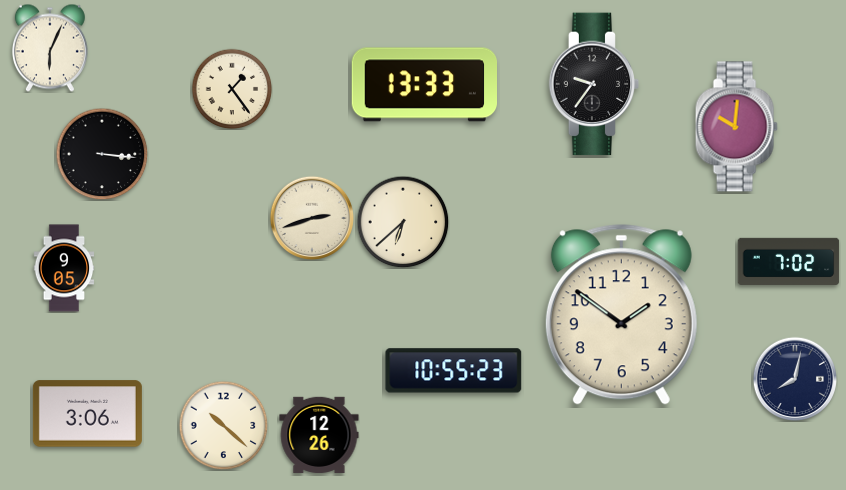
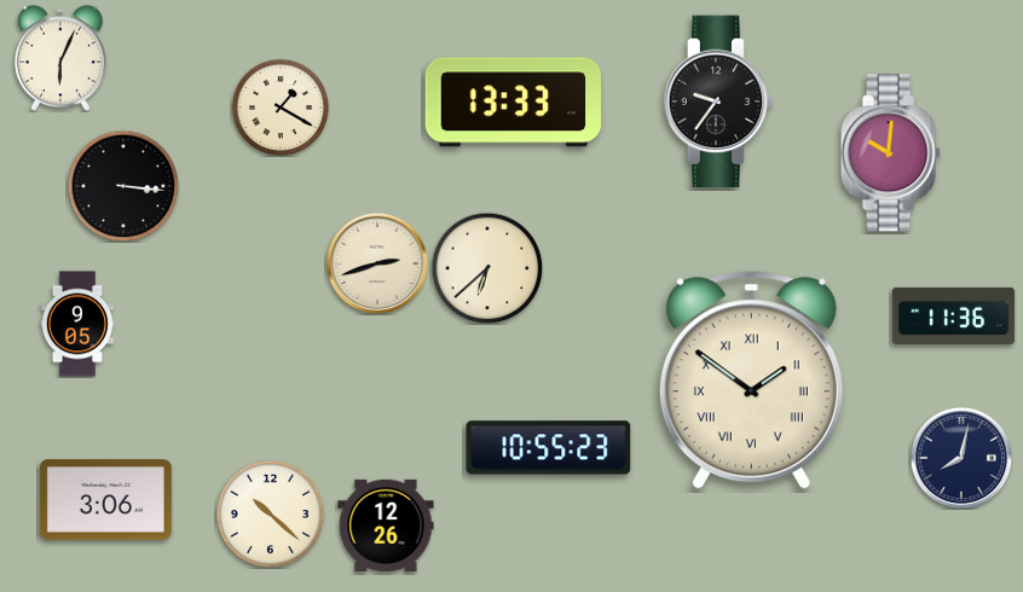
clock at (232, 89): 1:24 -> 1:20
clock at (789, 261): 7:02 -> 11:36
clock at (621, 315) numerals: Arabic -> Roman
